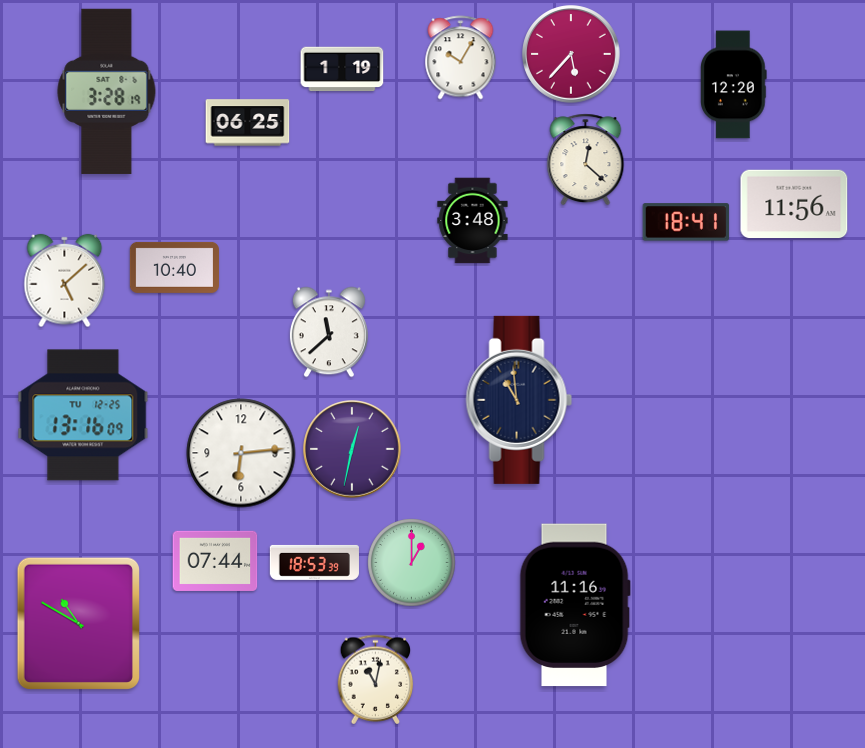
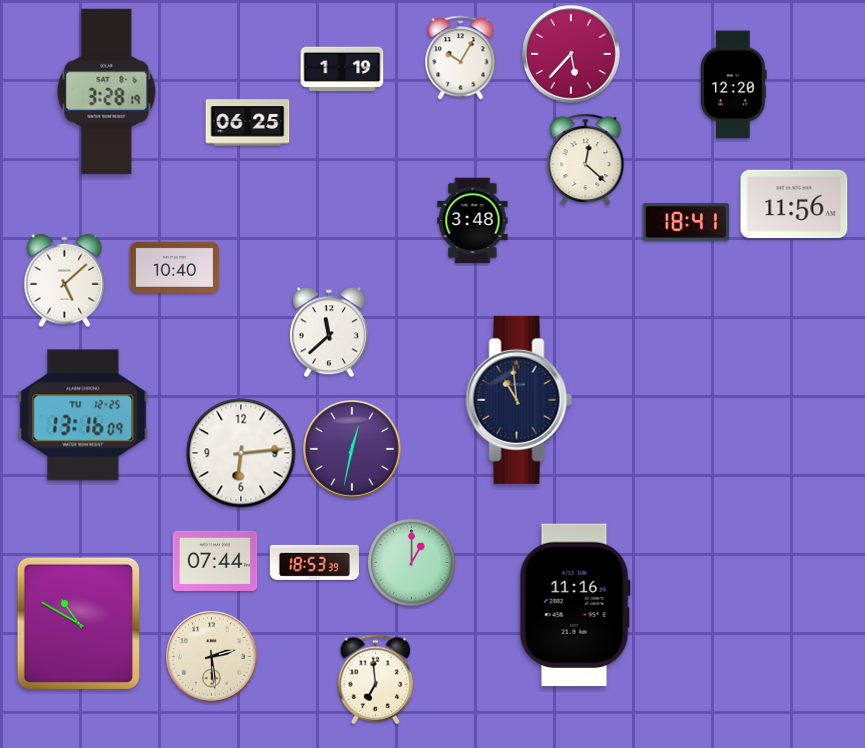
clock at (212, 657): none -> 2:29
clock at (376, 680): 11:02 -> 6:59
